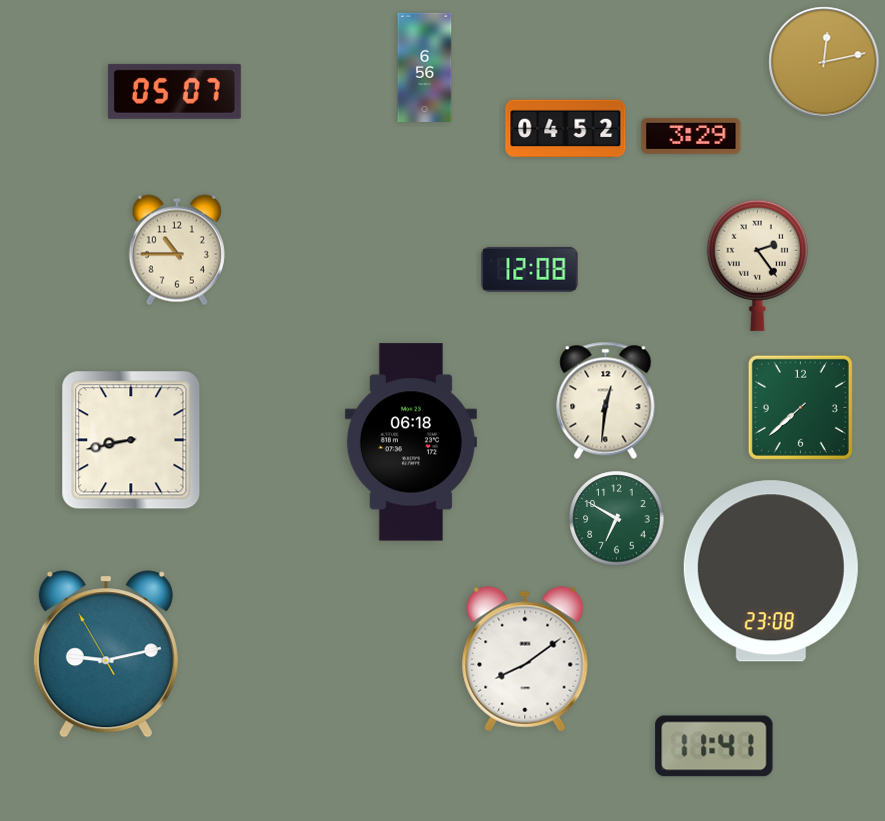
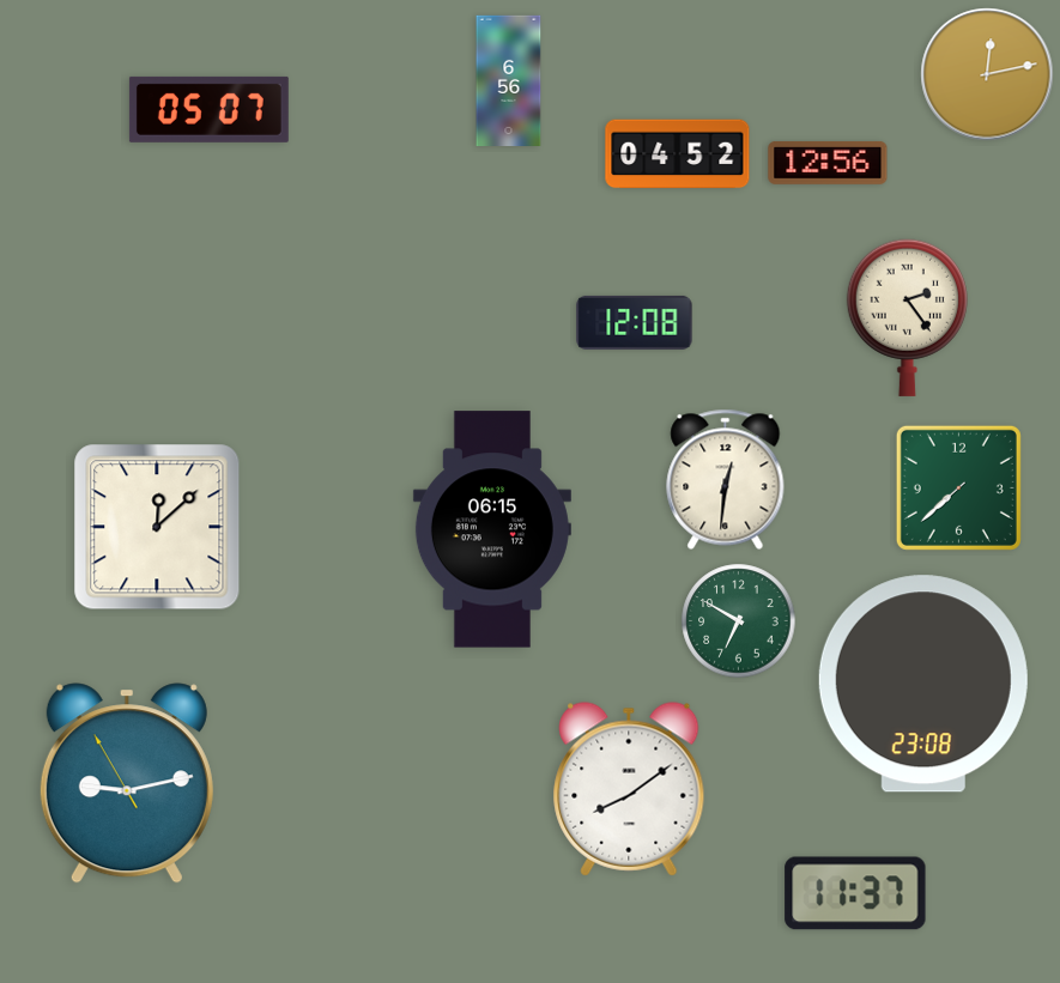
clock at (691, 136): 3:29 -> 12:56
clock at (177, 250): 10:45 -> none
clock at (131, 440): 8:43 -> 12:08
clock at (411, 442): 06:18 -> 06:15
clock at (714, 746): 11:41 -> 11:37
